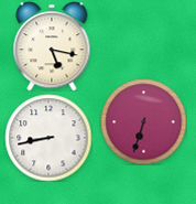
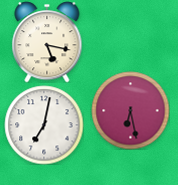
clock at (143, 121): 6:33 -> 6:28
clock at (48, 138): 8:43 -> 7:02
